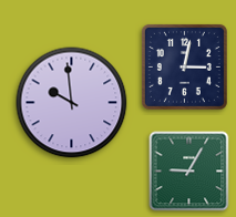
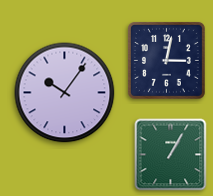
clock at (72, 103): 9:59 -> 10:06
clock at (189, 172): 9:05 -> 1:05
